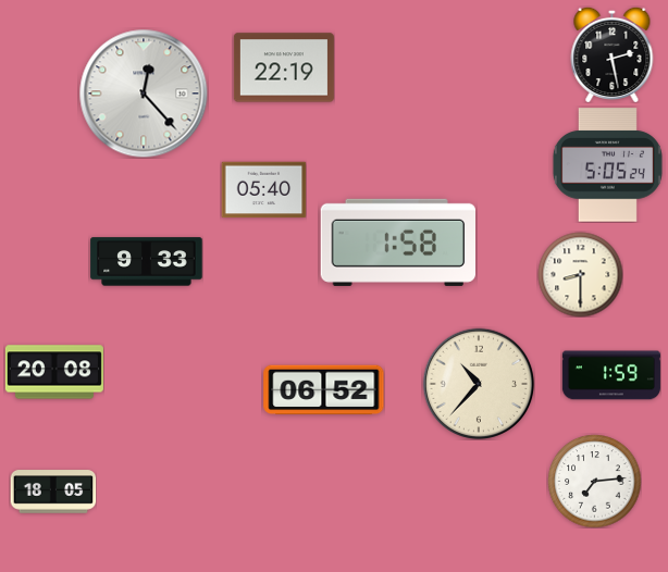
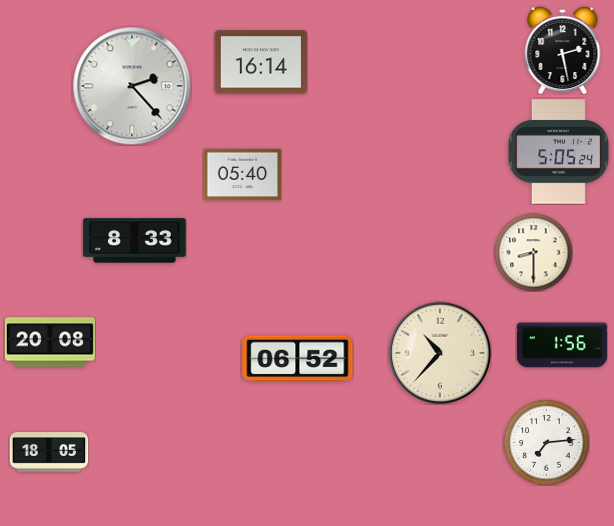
clock at (284, 67): 22:19 -> 16:14
clock at (144, 94): 12:23 -> 2:23
clock at (398, 243): 1:58 -> none
clock at (147, 262): 9:33 -> 8:33
clock at (611, 375): 1:59 -> 1:56
